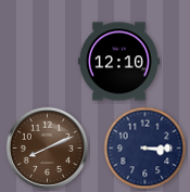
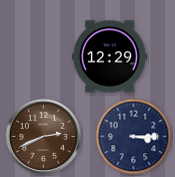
clock at (118, 62): 12:10 -> 12:29
clock at (48, 149): 8:11 -> 2:41
